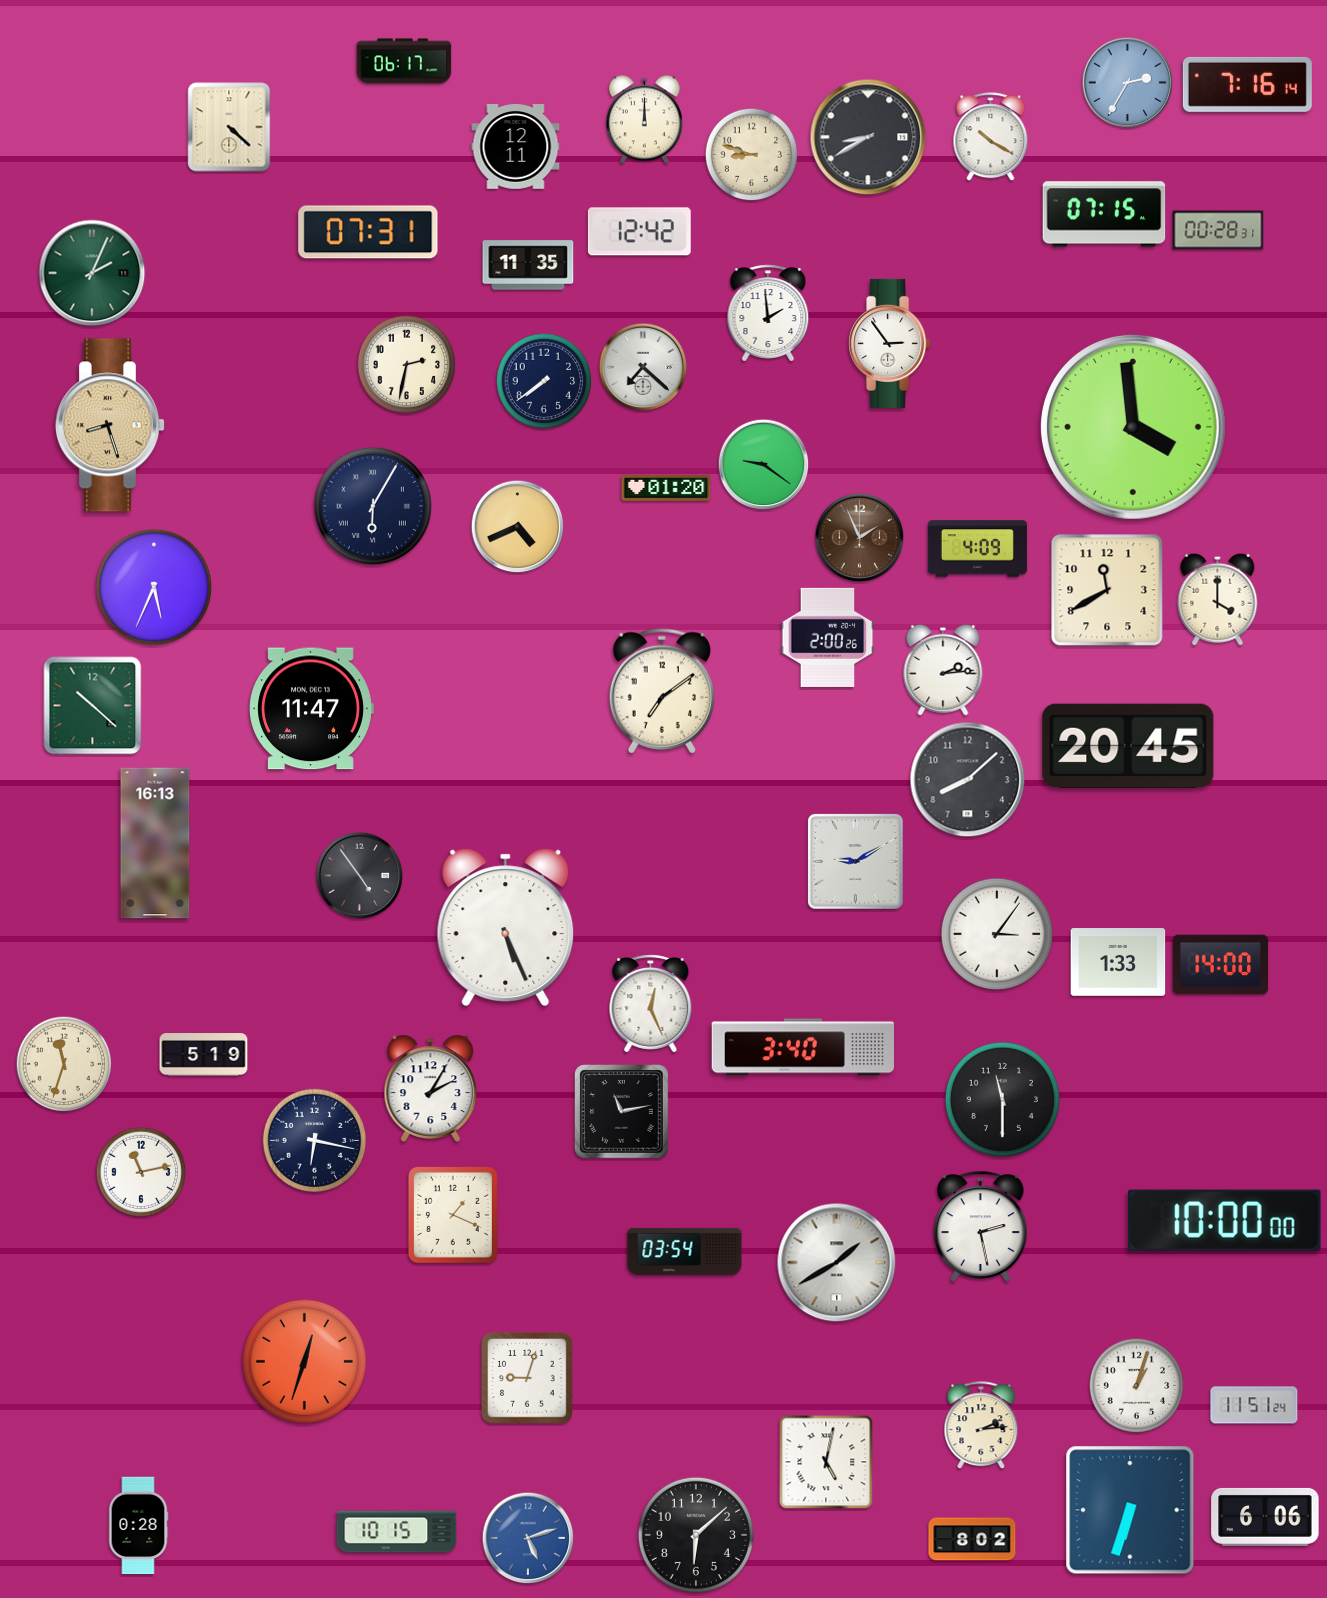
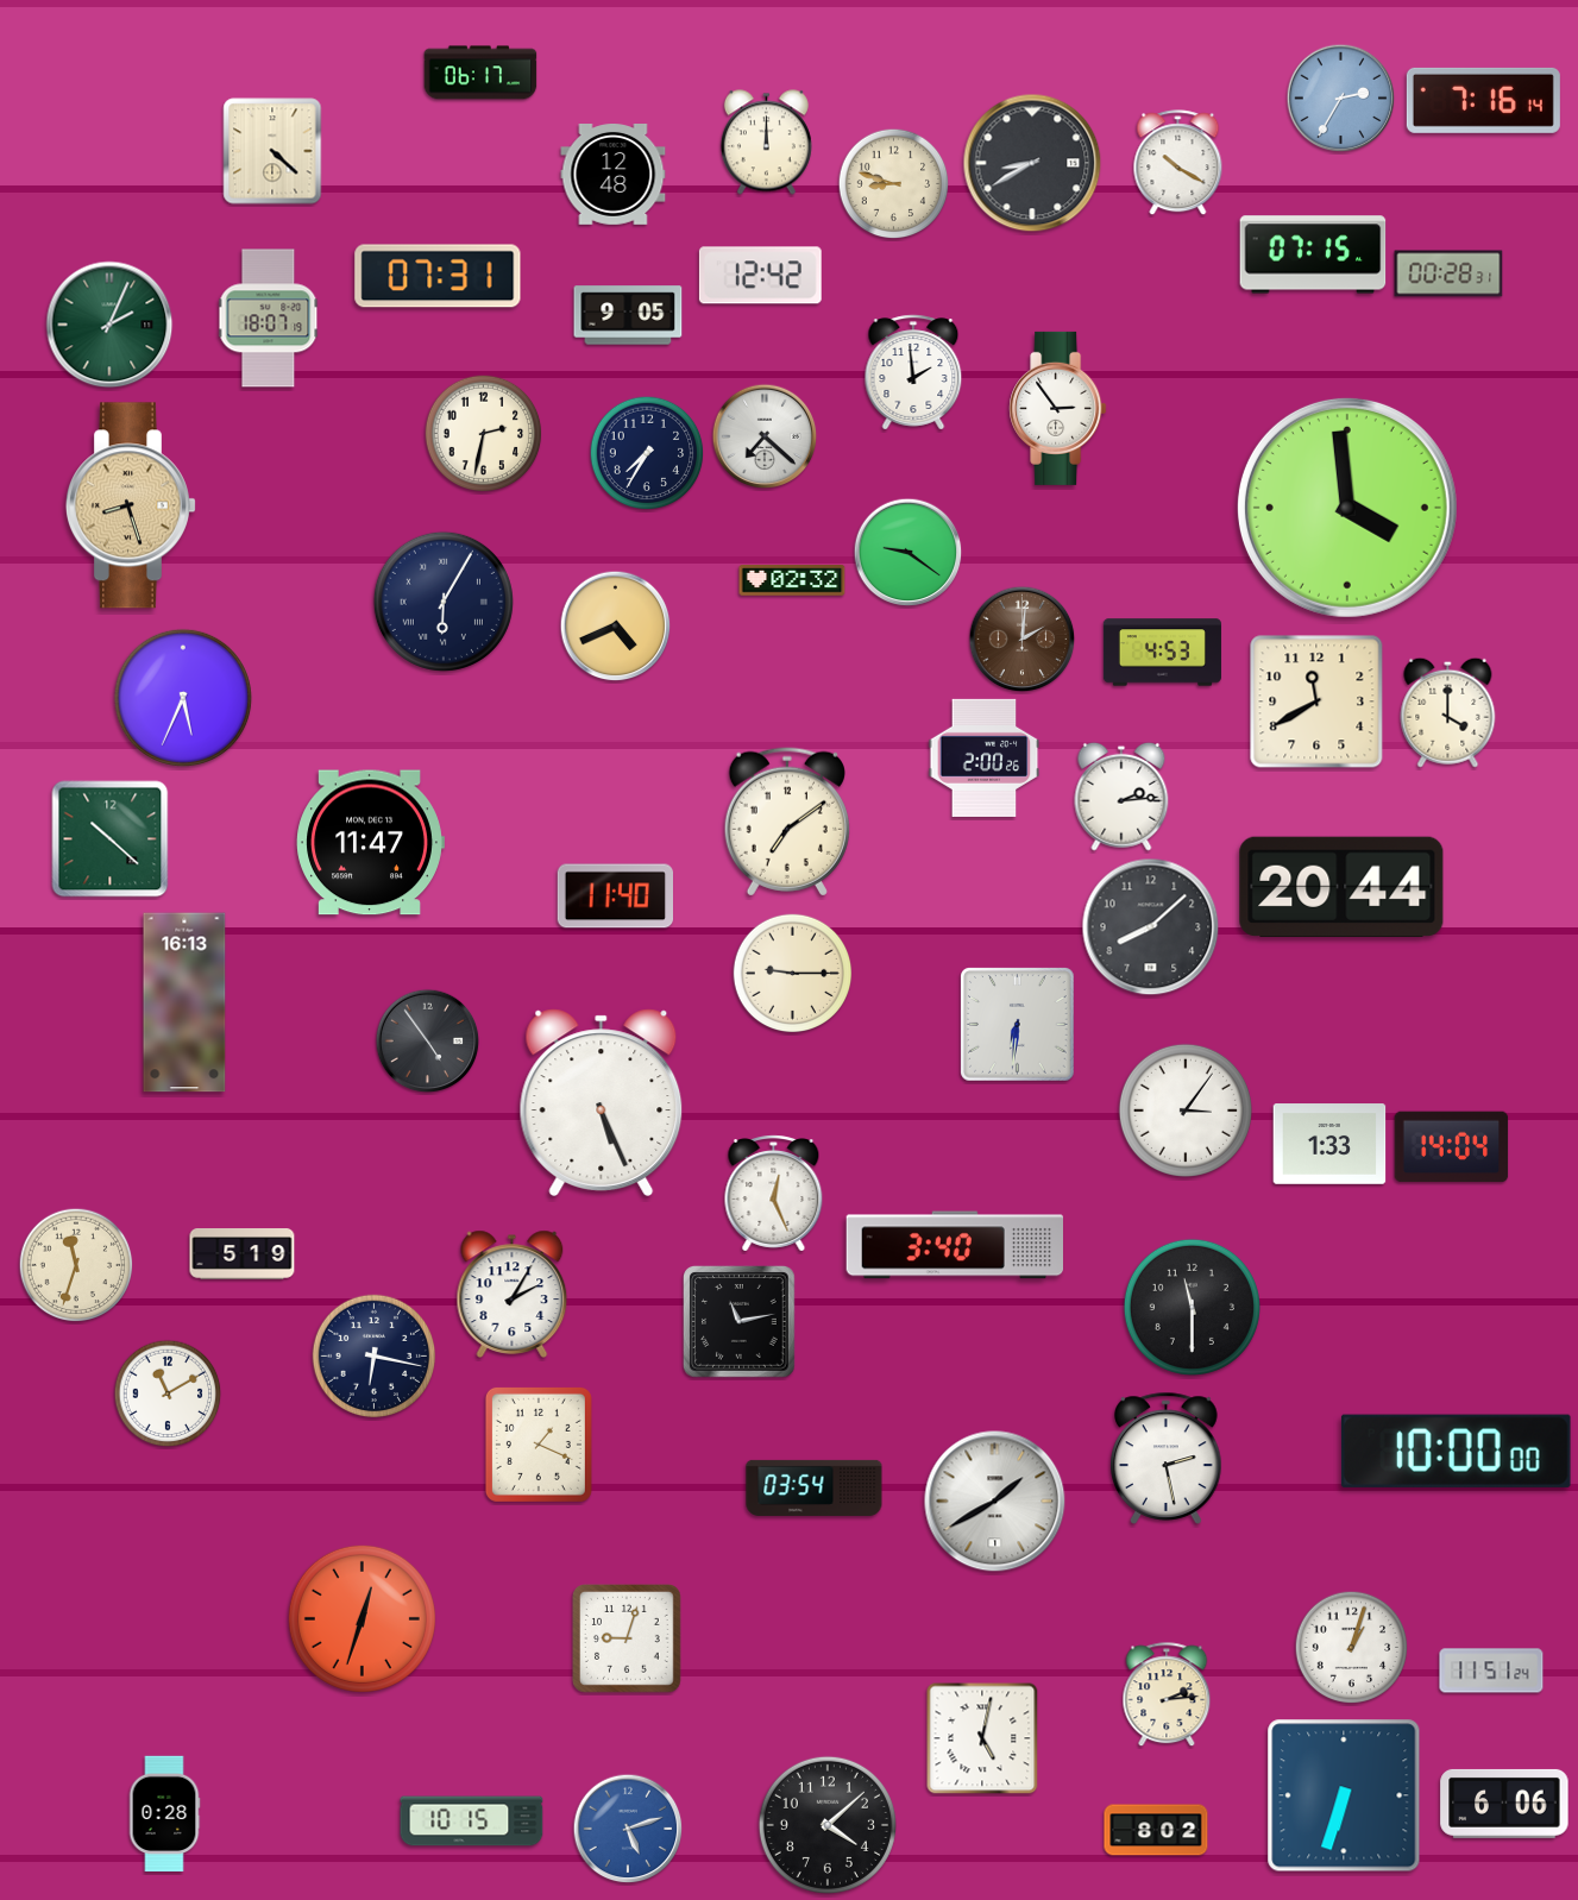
clock at (516, 147): 12:11 -> 12:48
clock at (528, 265): 11:35 -> 9:05
clock at (269, 319): none -> 18:07
clock at (544, 381): 7:39 -> 7:35
clock at (666, 488): 01:20 -> 02:32
clock at (860, 538): 1:56 -> 2:01
clock at (977, 549): 4:09 -> 4:53
clock at (1128, 745): 20:45 -> 20:44
clock at (615, 896): none -> 11:40
clock at (793, 974): none -> 9:15
clock at (856, 862): 9:10 -> 6:31
clock at (1221, 965): 14:00 -> 14:04
clock at (141, 1172): 11:13 -> 11:10
clock at (696, 1535): 6:08 -> 4:08
